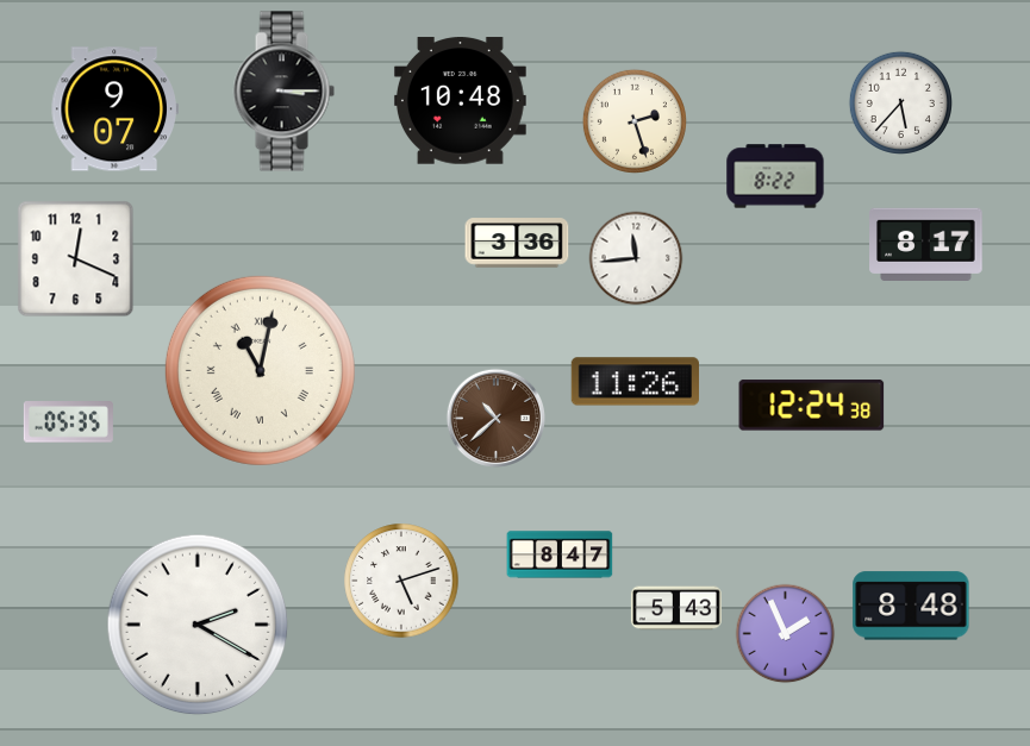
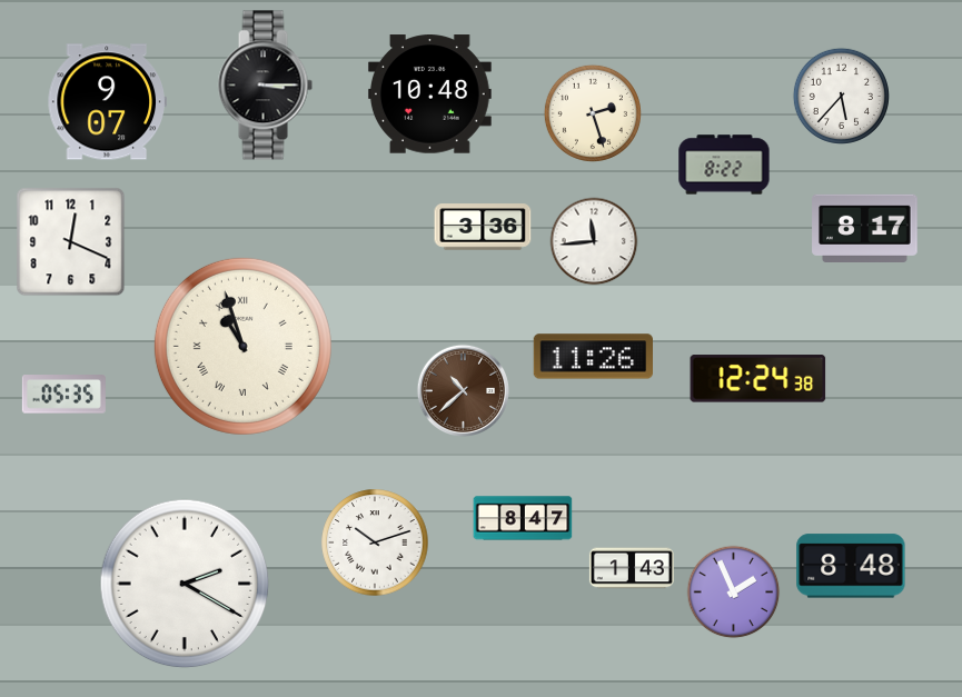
clock at (260, 370): 11:02 -> 10:57
clock at (401, 581): 5:12 -> 10:12
clock at (676, 608): 5:43 -> 1:43
